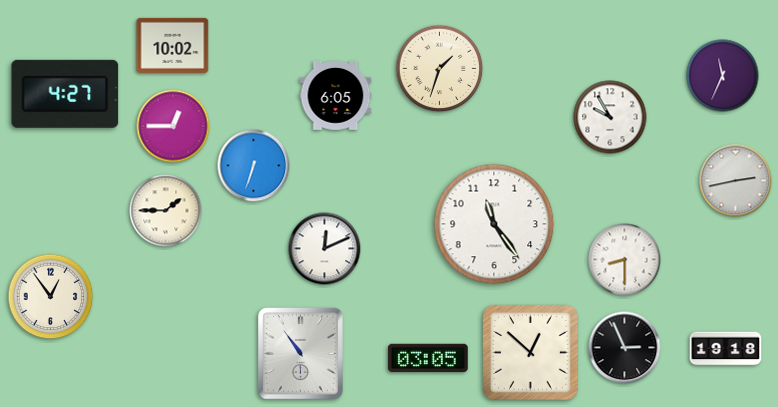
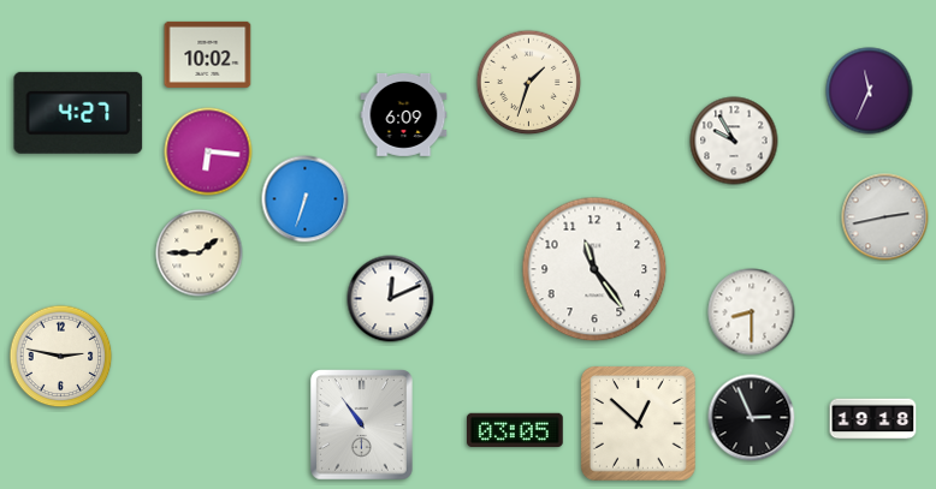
clock at (336, 95): 6:05 -> 6:09
clock at (173, 126): 12:45 -> 6:16
clock at (51, 297): 12:54 -> 2:47
